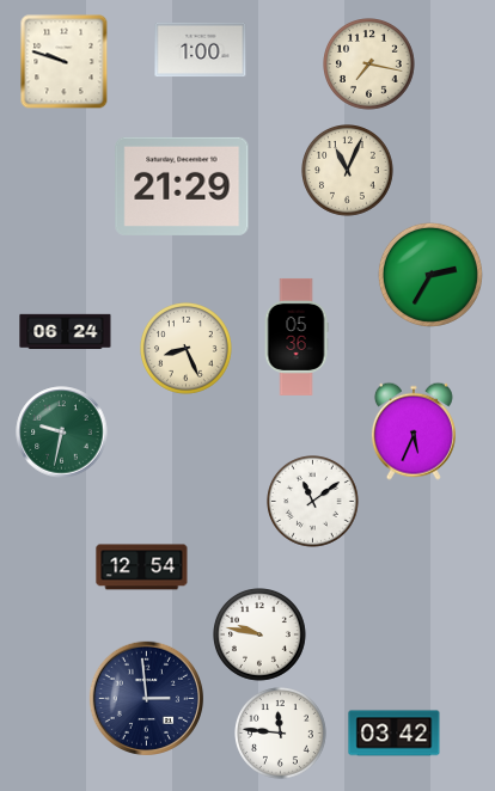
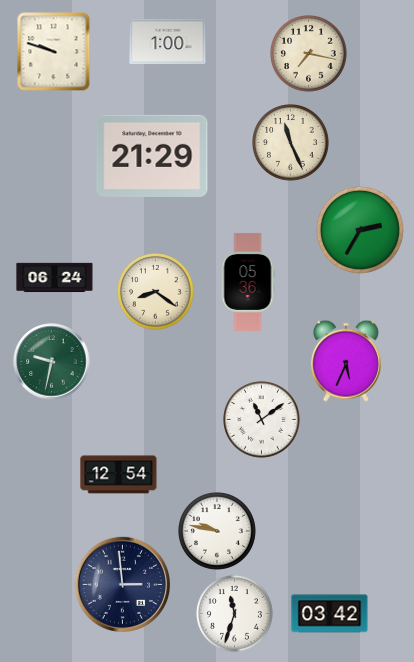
clock at (348, 171): 11:04 -> 11:26
clock at (187, 349): 8:26 -> 8:21
clock at (281, 734): 11:46 -> 11:33
